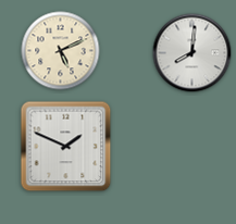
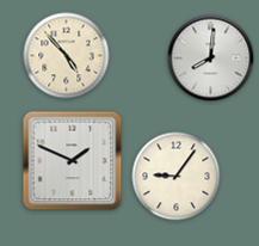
clock at (61, 51): 5:11 -> 4:53
clock at (177, 177): none -> 9:06
